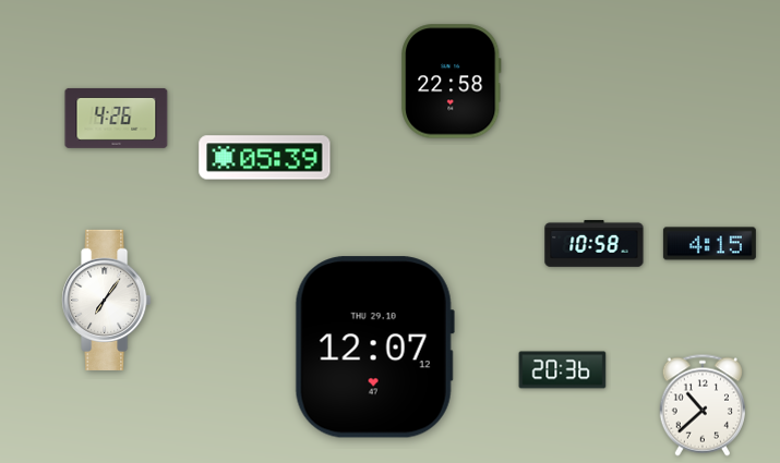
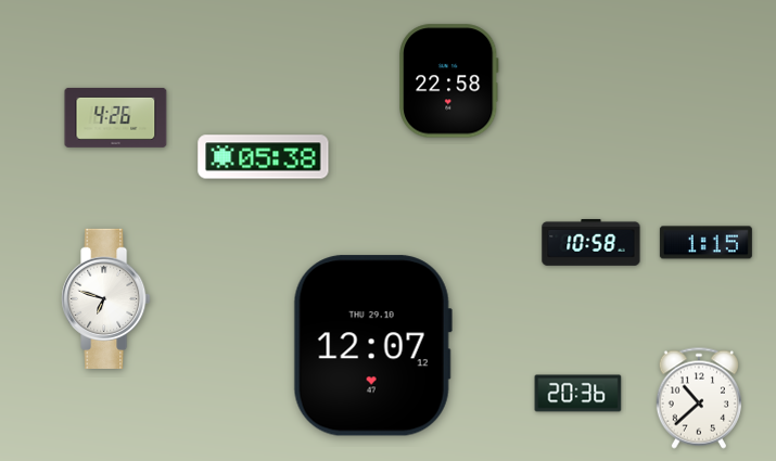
clock at (265, 158): 05:39 -> 05:38
clock at (709, 244): 4:15 -> 1:15
clock at (107, 300): 7:06 -> 6:48
clock at (563, 370) position: (563, 370) -> (578, 394)
clock at (701, 405) position: (701, 405) -> (698, 398)
